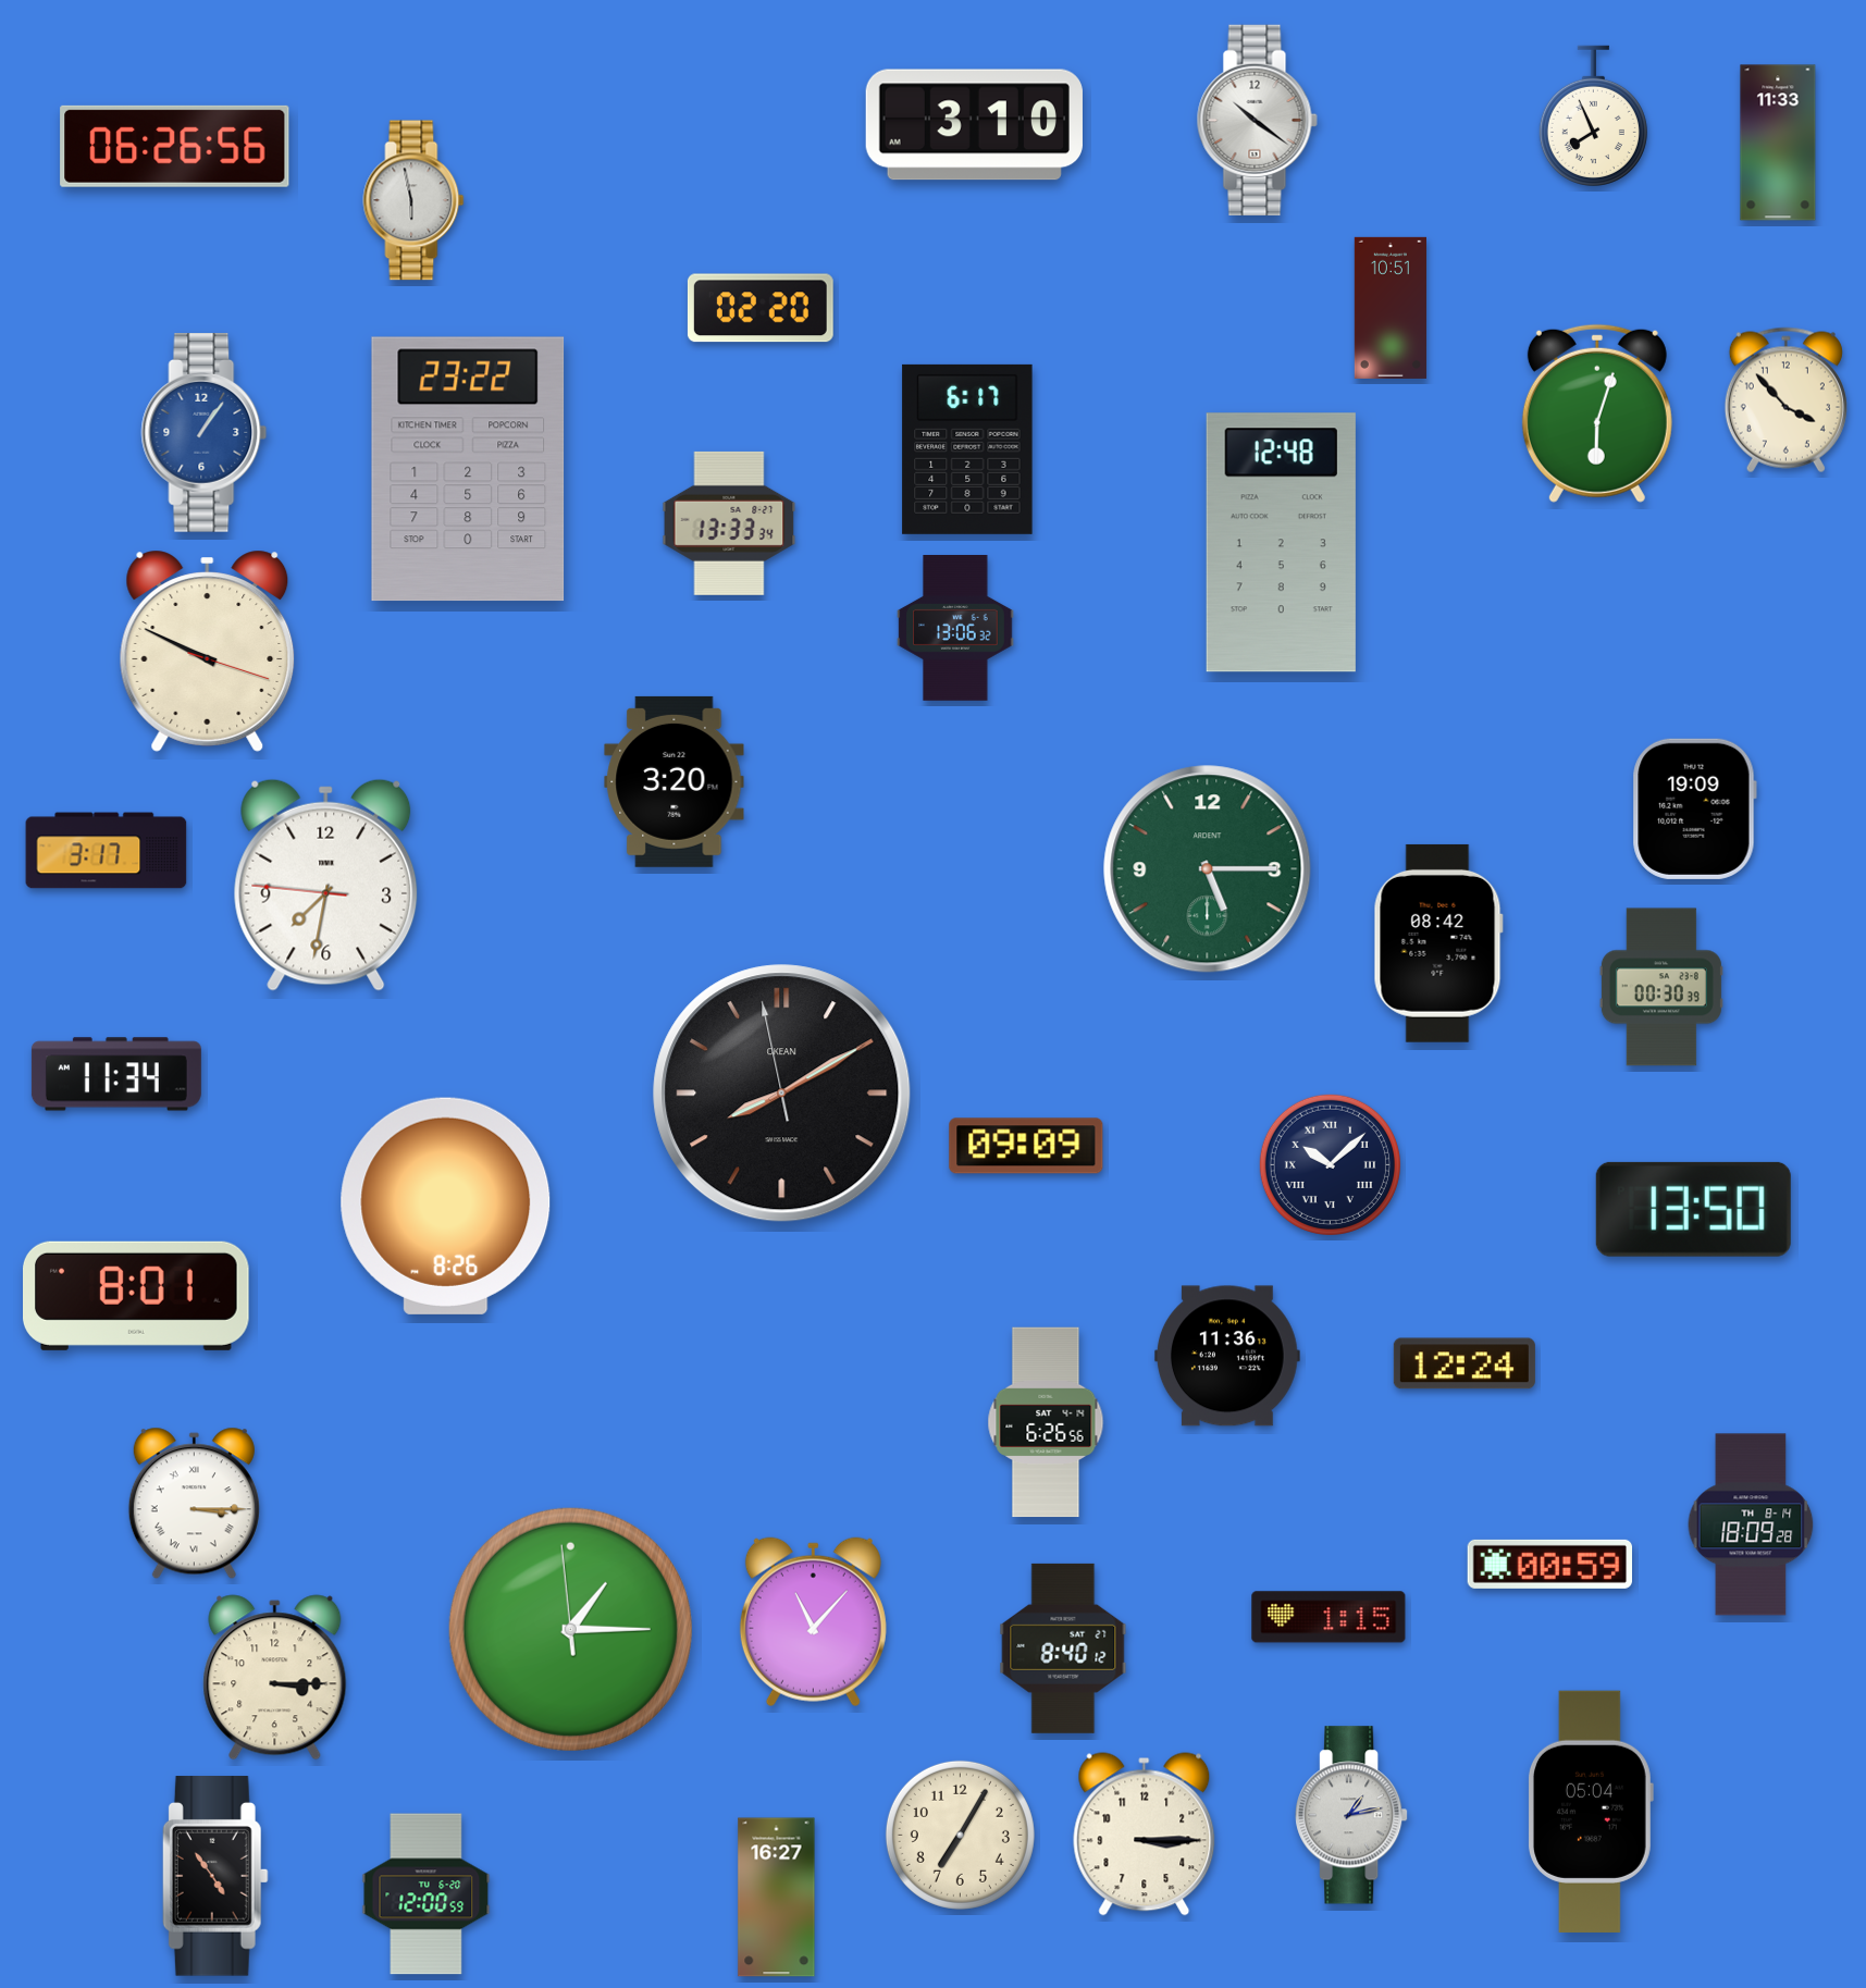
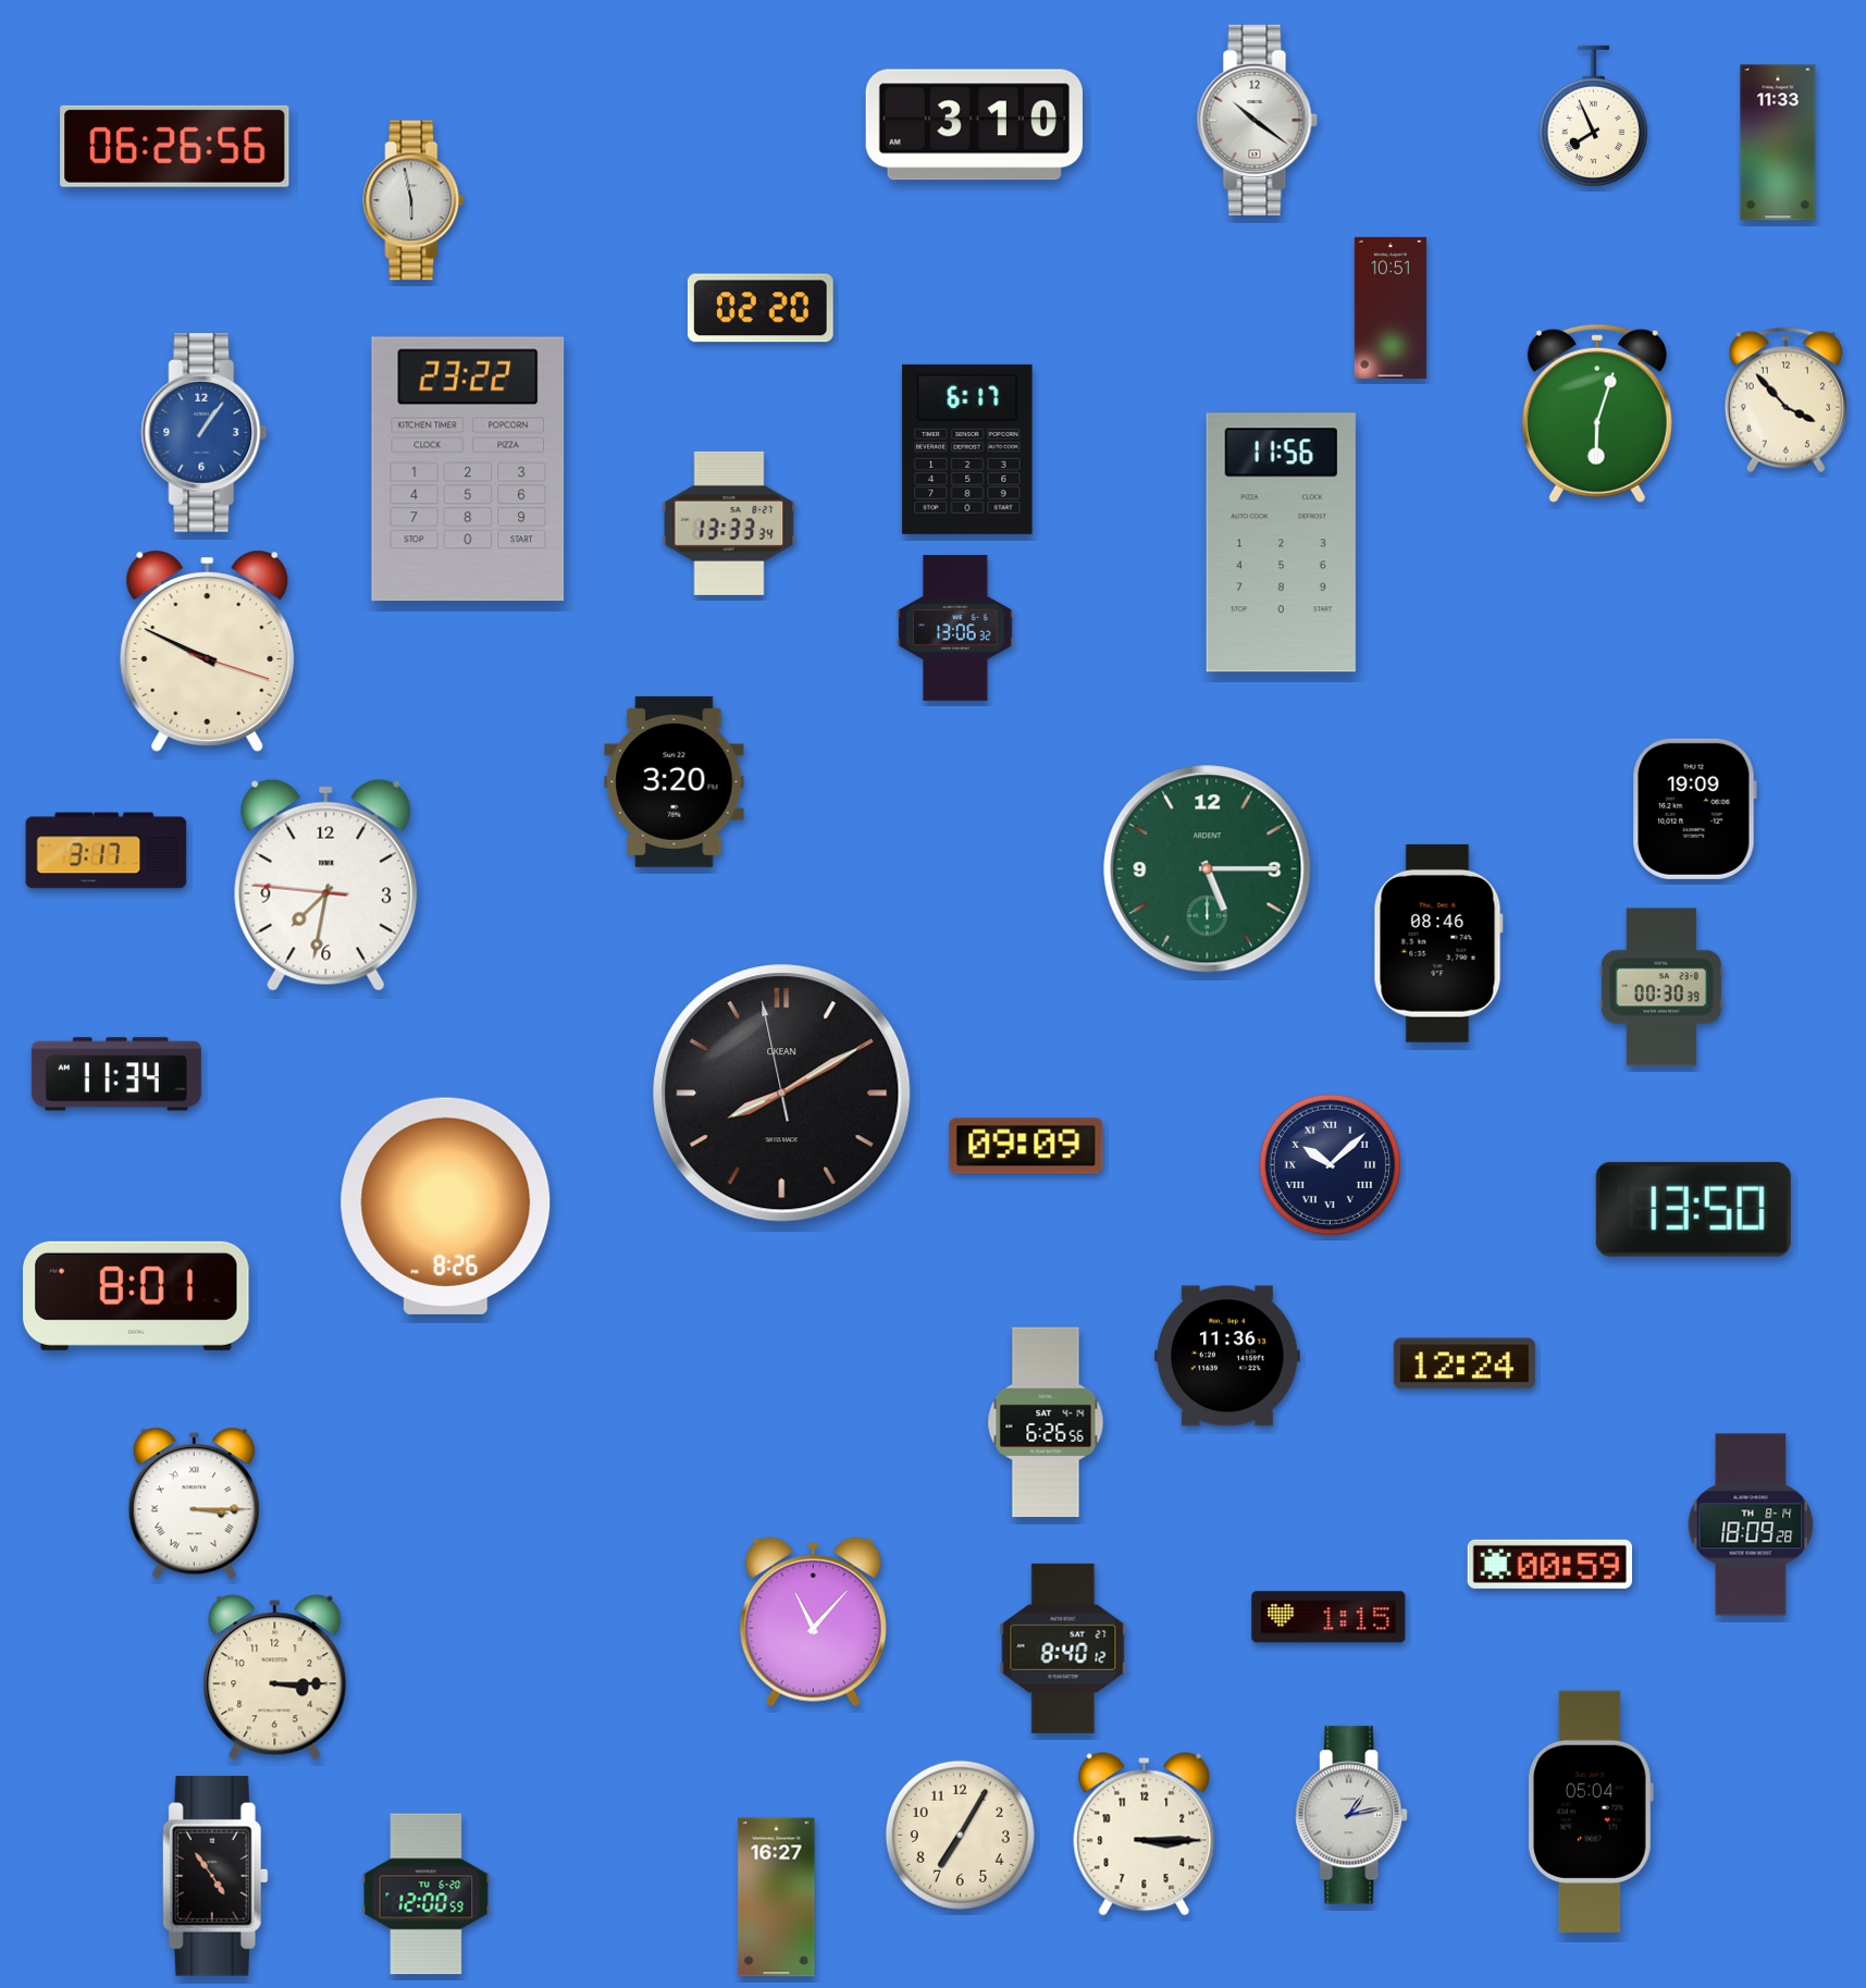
clock at (1281, 543): 12:48 -> 11:56
clock at (1438, 943): 08:42 -> 08:46
clock at (570, 1629): 1:14 -> none
